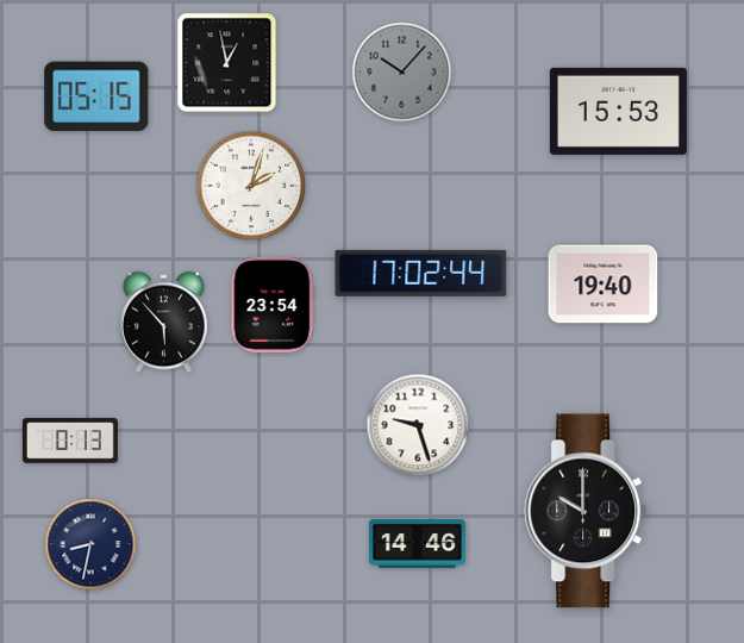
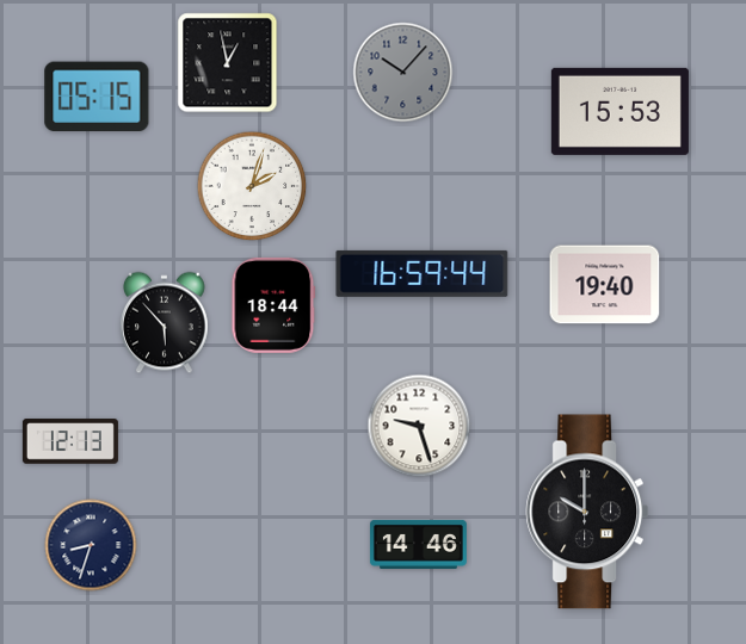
clock at (421, 273): 17:02 -> 16:59
clock at (273, 305): 23:54 -> 18:44
clock at (70, 441): 0:13 -> 12:13
clock at (90, 544): 8:32 -> 8:33
